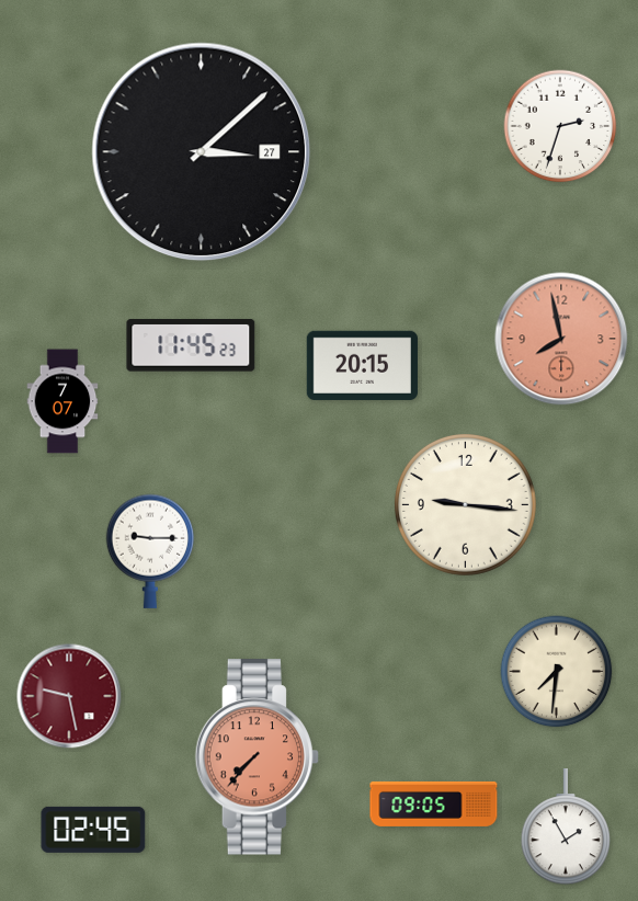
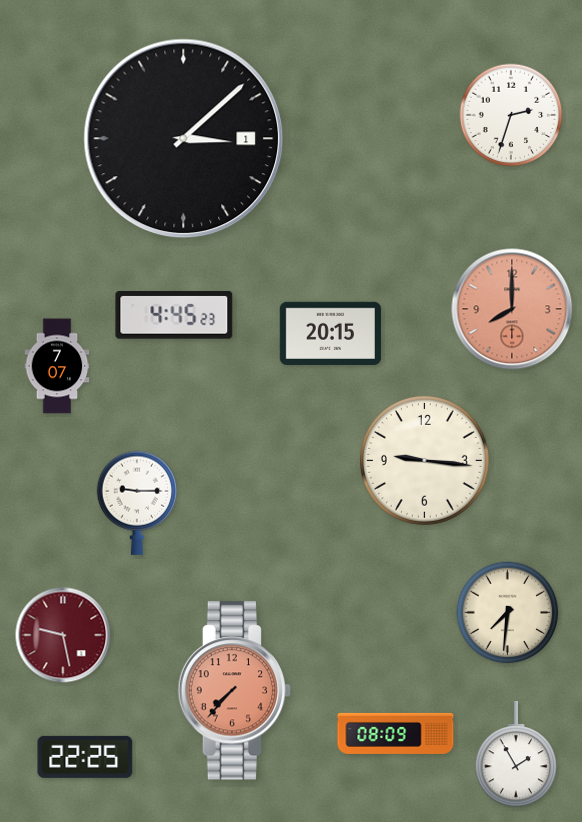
clock at (202, 152) date: 27 -> 1
clock at (561, 339): 7:58 -> 8:00
clock at (191, 346): 11:45 -> 4:45
clock at (434, 803): 09:05 -> 08:09
clock at (93, 830): 02:45 -> 22:25
